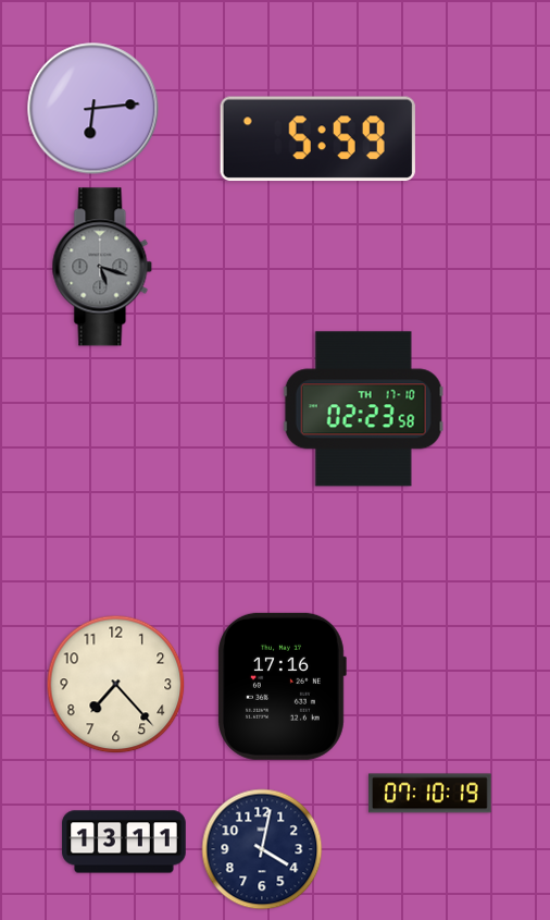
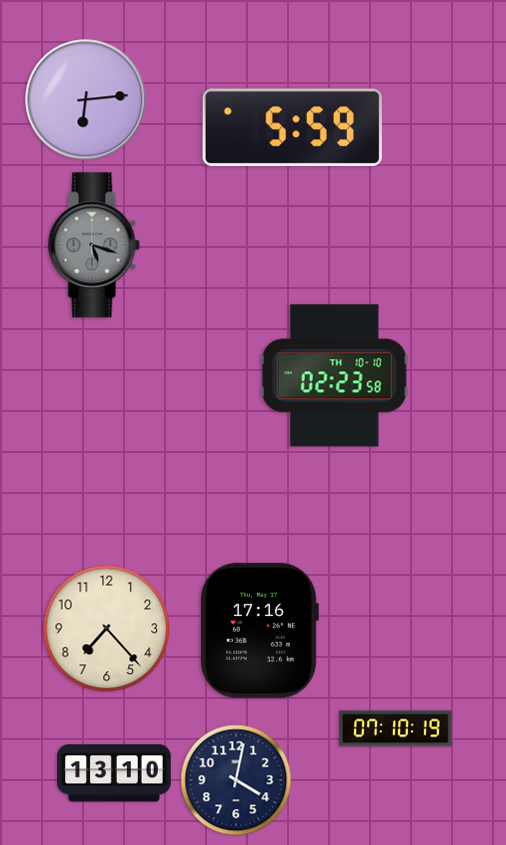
clock at (363, 409) date: TH 17-10 -> TH 10-10
clock at (124, 842): 13:11 -> 13:10
clock at (262, 849) position: (262, 849) -> (236, 780)
